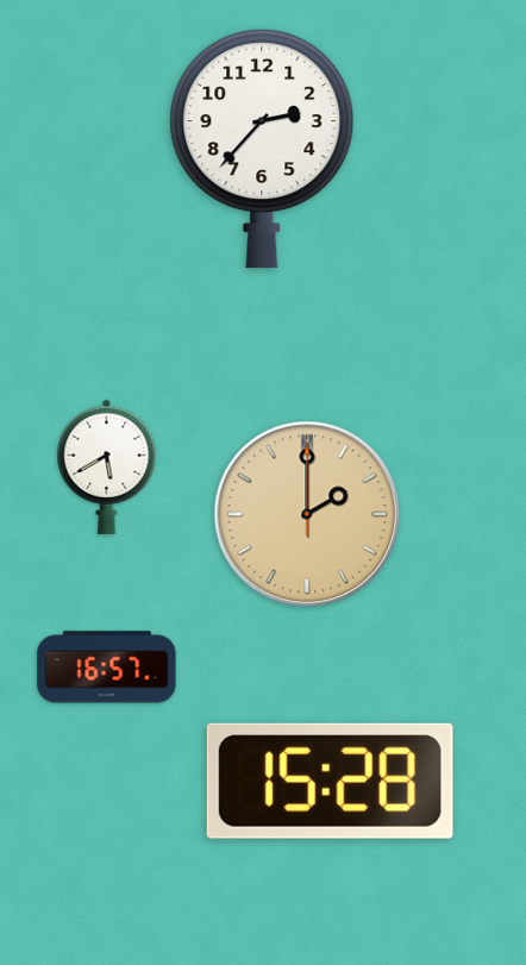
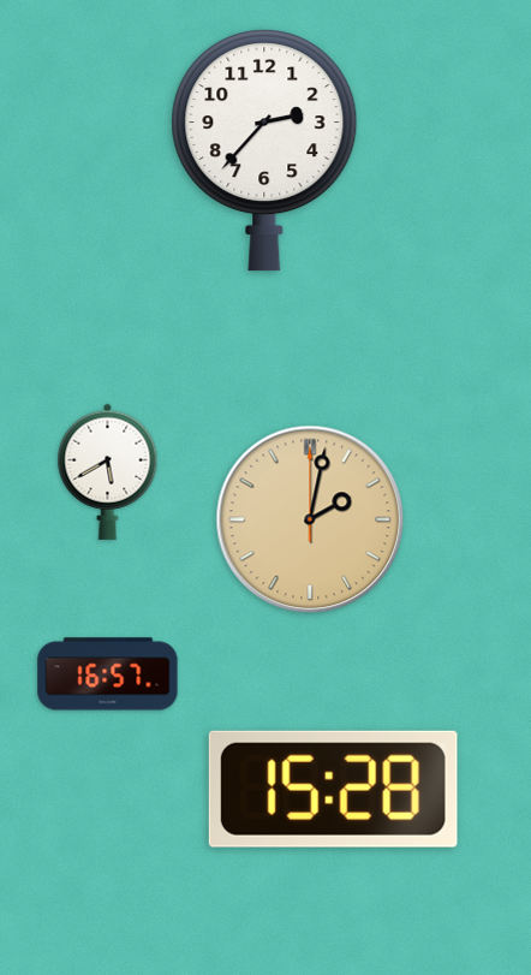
clock at (307, 514): 2:00 -> 2:02
